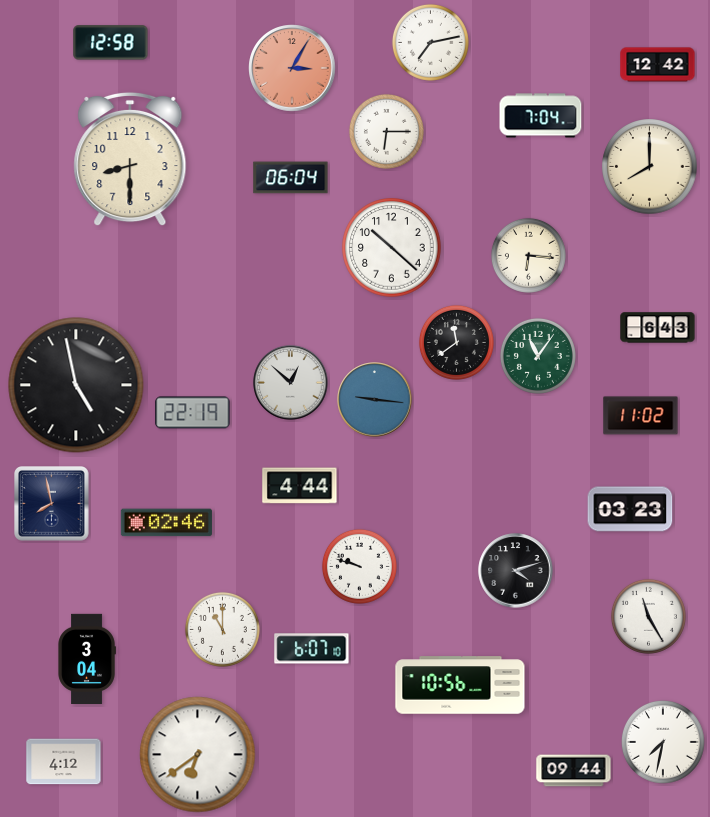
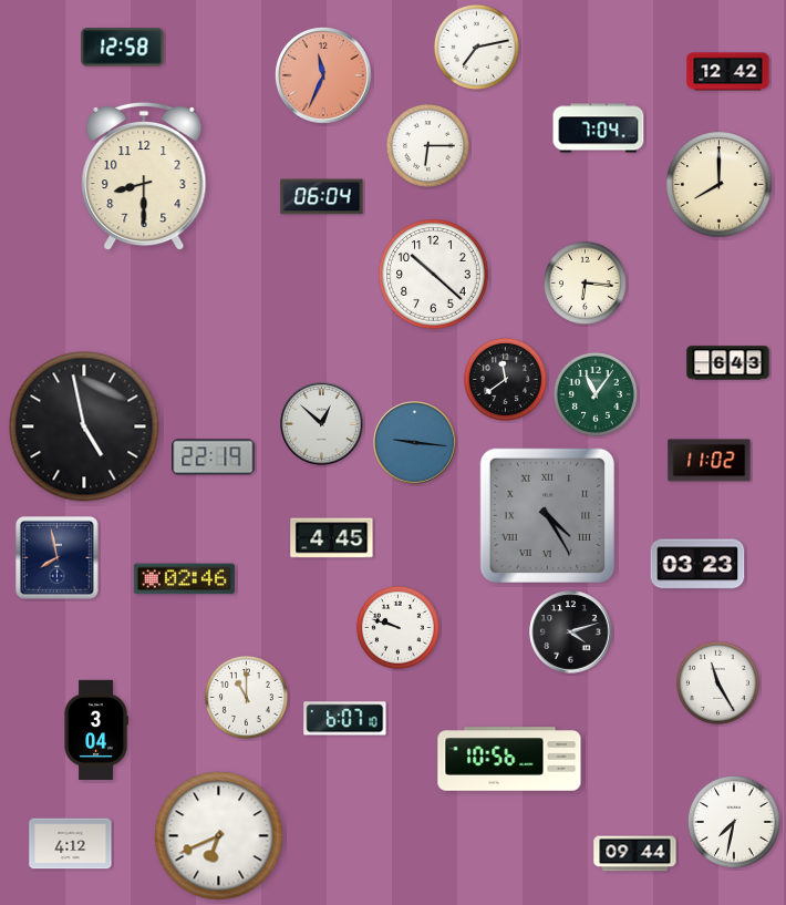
clock at (292, 68): 3:05 -> 11:34
clock at (547, 515): none -> 4:25
clock at (300, 486): 4:44 -> 4:45
clock at (198, 755): 6:39 -> 6:41
